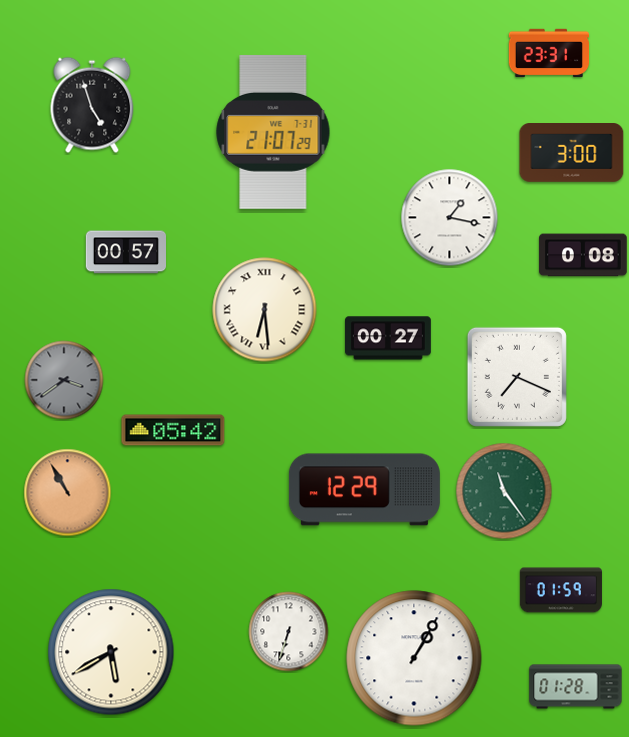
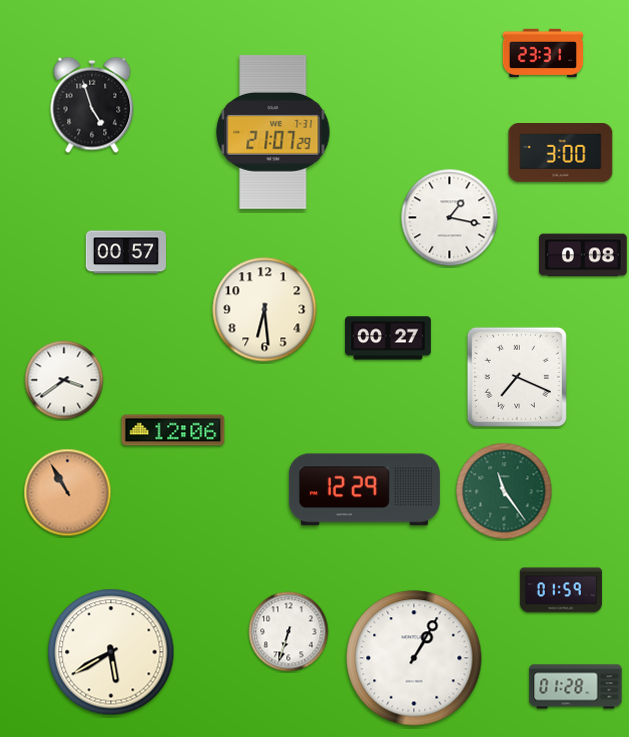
clock at (549, 53) position: (549, 53) -> (543, 53)
clock at (572, 153) position: (572, 153) -> (561, 153)
clock at (265, 310) numerals: Roman -> Arabic
clock at (64, 380) dial: grey -> white
clock at (173, 430): 05:42 -> 12:06
